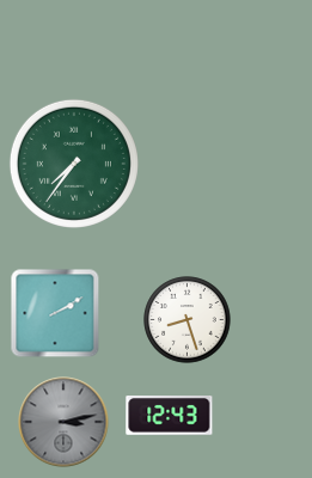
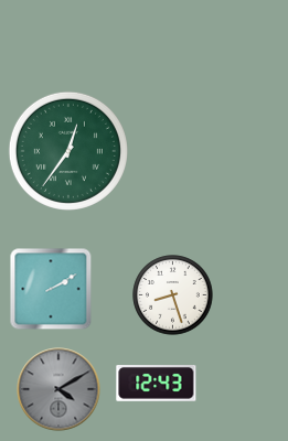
clock at (74, 164): 7:36 -> 12:36
clock at (63, 422): 3:13 -> 4:10
